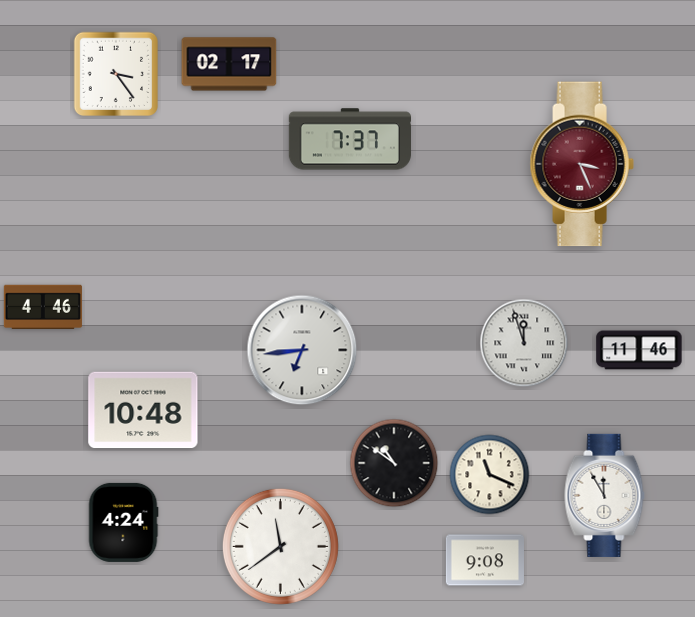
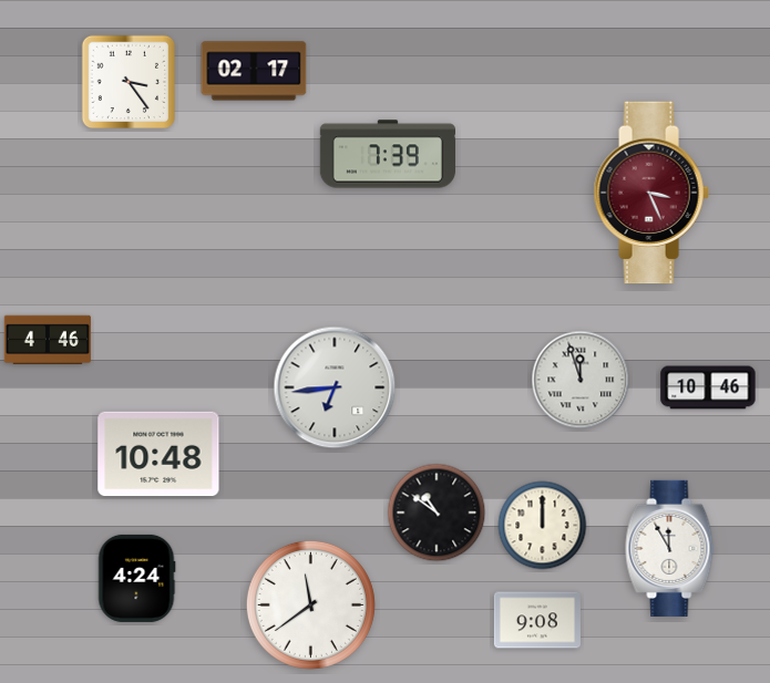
clock at (349, 139): 7:37 -> 7:39
clock at (582, 164) position: (582, 164) -> (651, 193)
clock at (639, 350): 11:46 -> 10:46
clock at (490, 475): 11:19 -> 12:00
